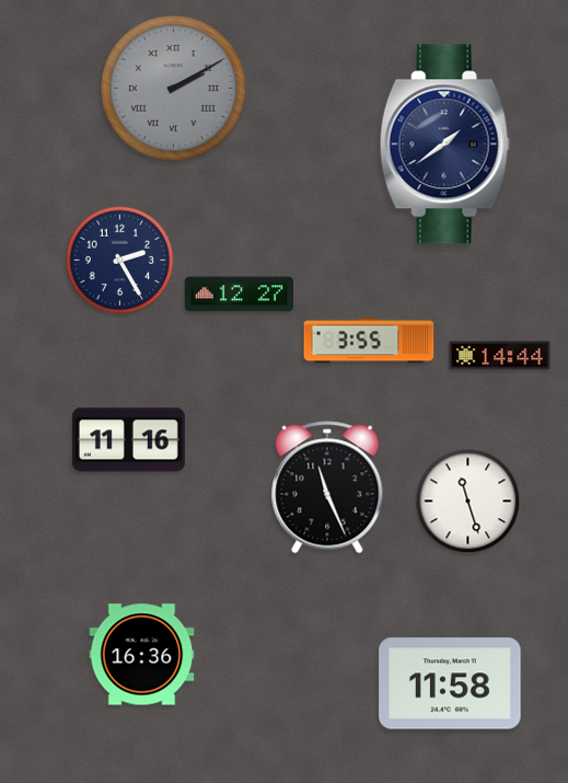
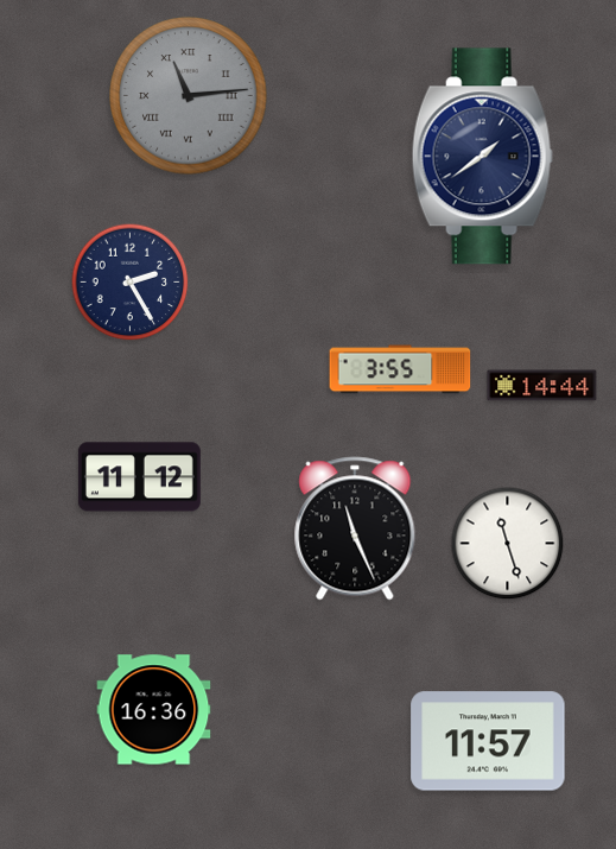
clock at (174, 89): 2:10 -> 11:14
clock at (239, 295): 12:27 -> none
clock at (128, 440): 11:16 -> 11:12
clock at (450, 683): 11:58 -> 11:57
